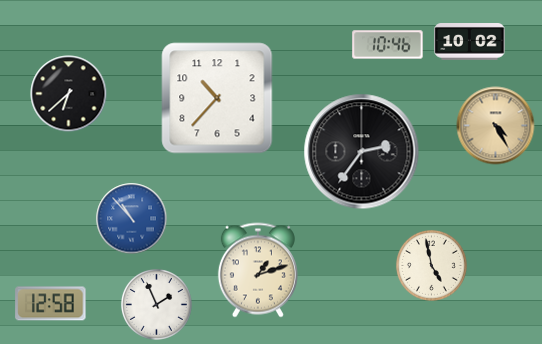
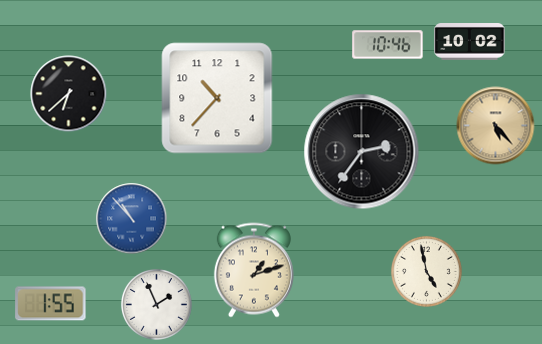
clock at (496, 126): 4:25 -> 5:23
clock at (431, 265) position: (431, 265) -> (426, 271)
clock at (258, 270) position: (258, 270) -> (254, 270)
clock at (51, 304): 12:58 -> 1:55
